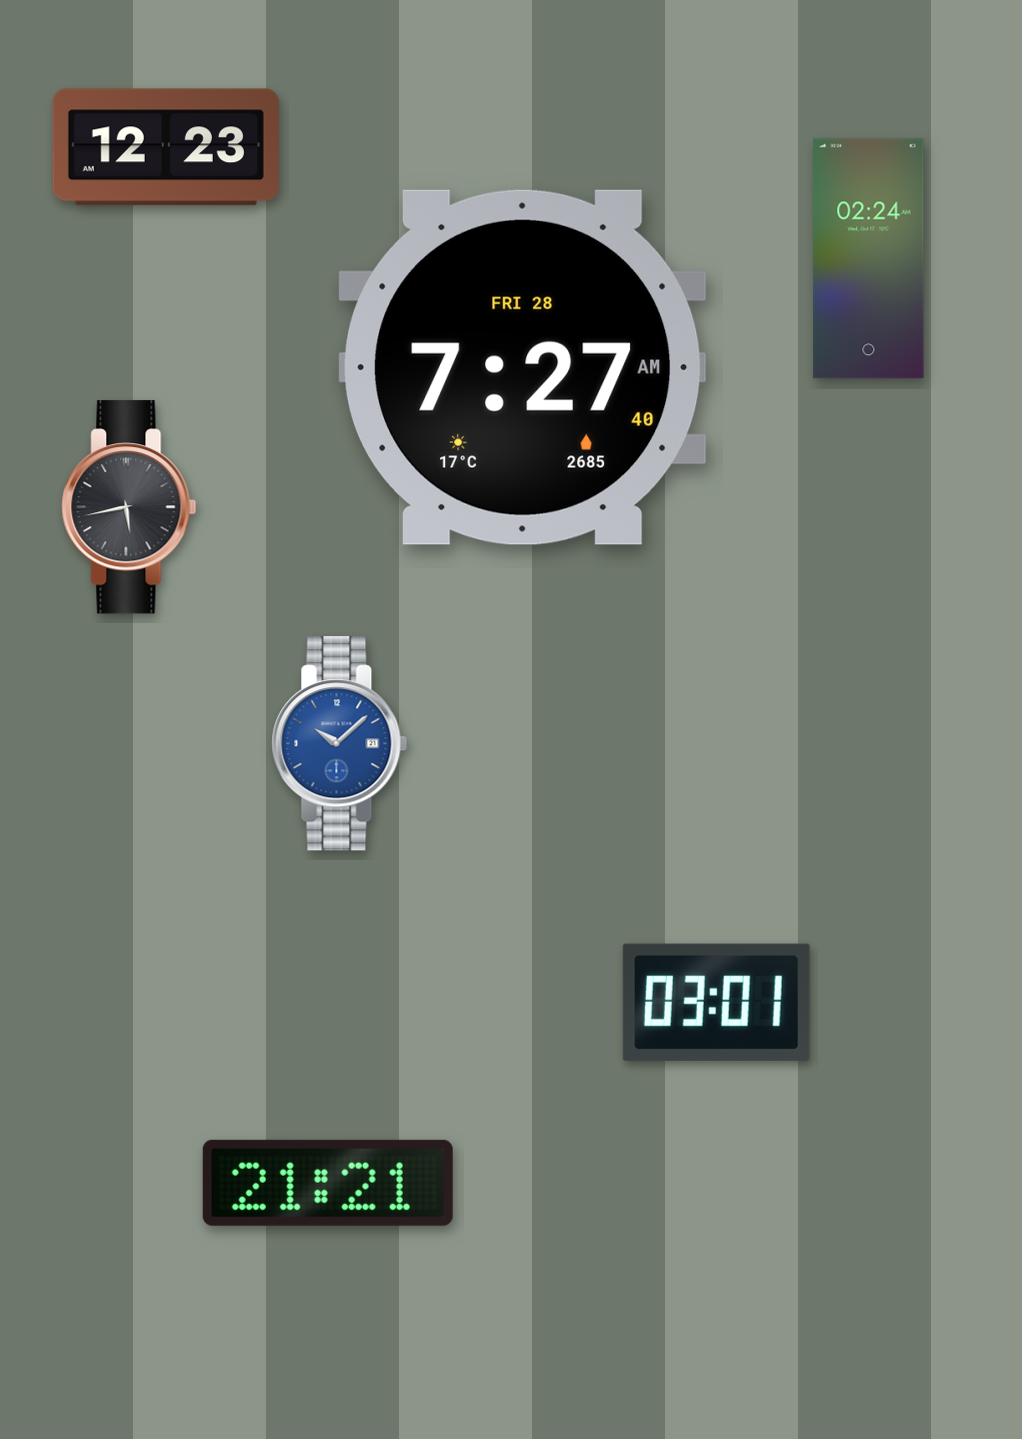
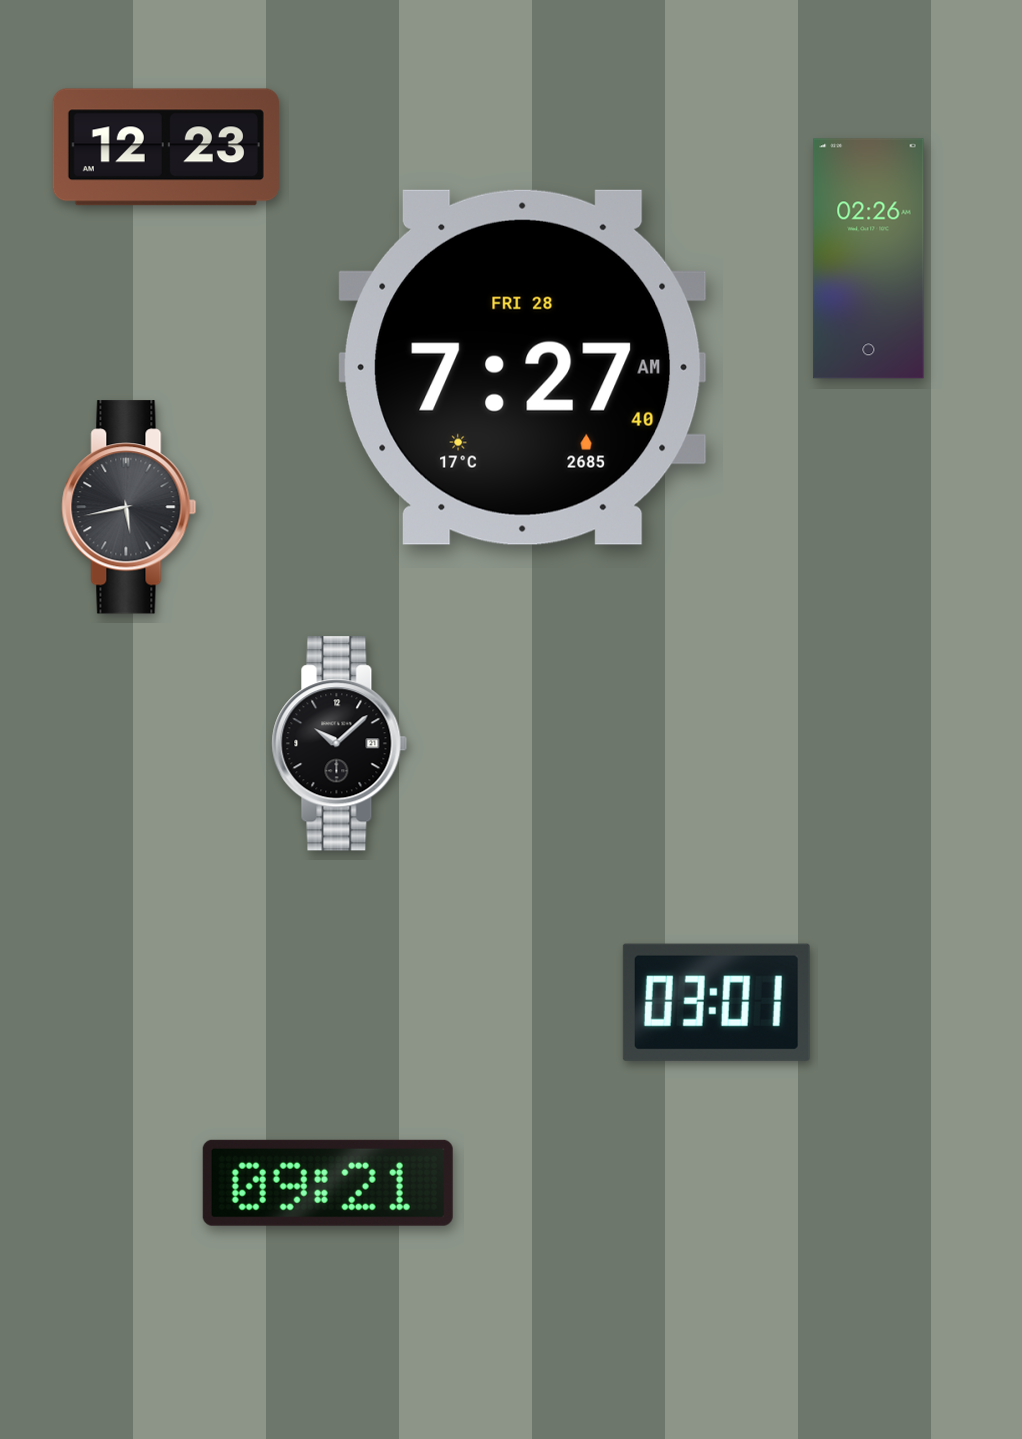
clock at (869, 259): 02:24 -> 02:26
clock at (340, 744) dial: blue -> black
clock at (328, 1183): 21:21 -> 09:21
